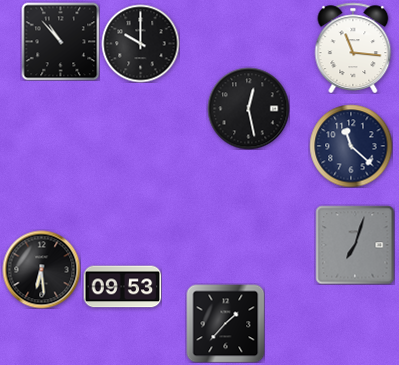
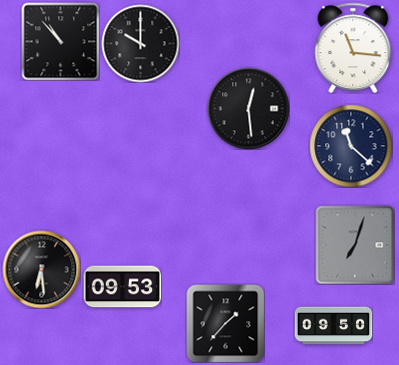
clock at (248, 108): 12:28 -> 12:29
clock at (333, 326): none -> 09:50
